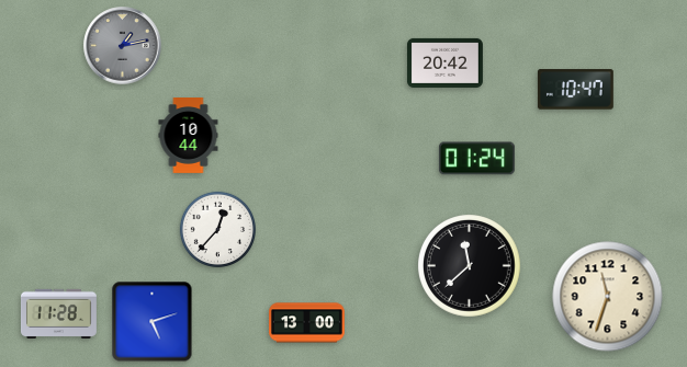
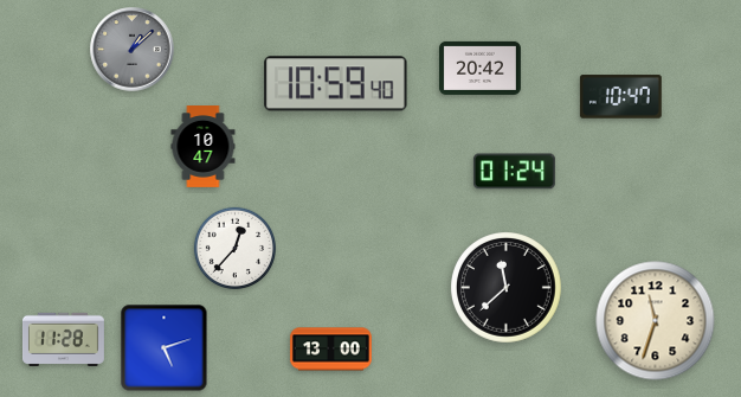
clock at (123, 46): 1:13 -> 1:08
clock at (336, 84): none -> 10:59
clock at (189, 136): 10:44 -> 10:47
